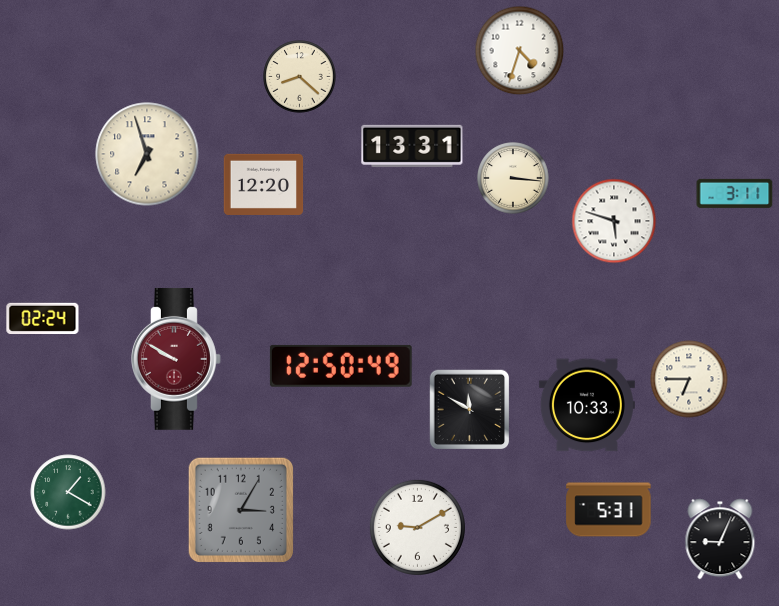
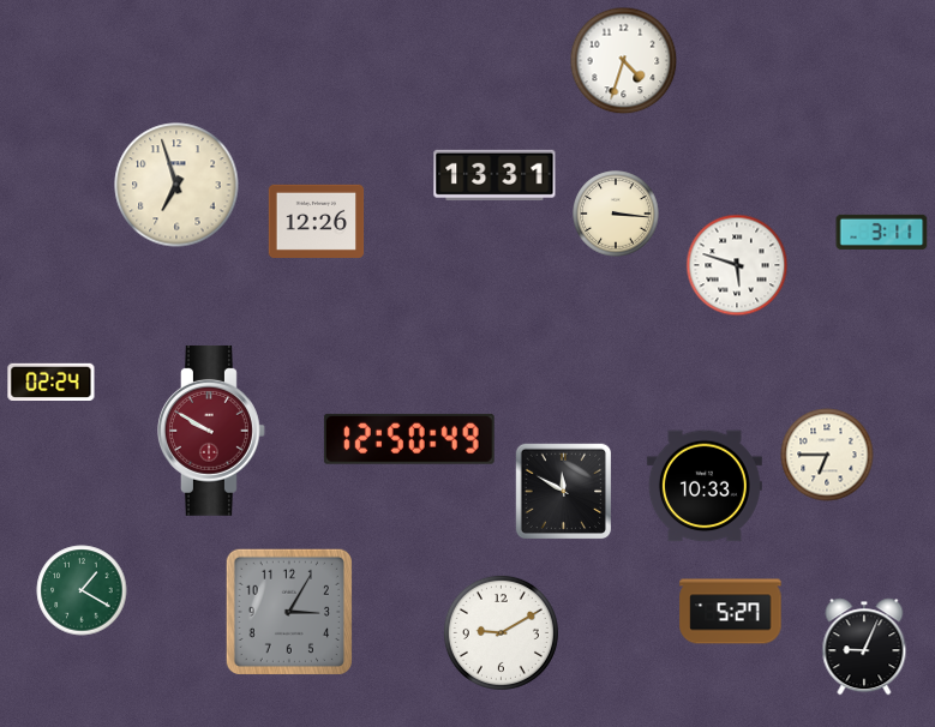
clock at (300, 77): 8:22 -> none
clock at (264, 184): 12:20 -> 12:26
clock at (609, 510): 5:31 -> 5:27
